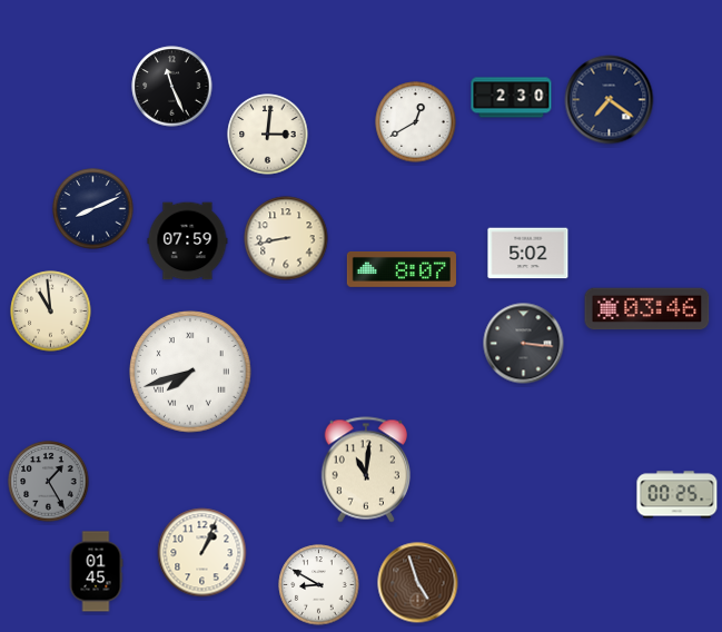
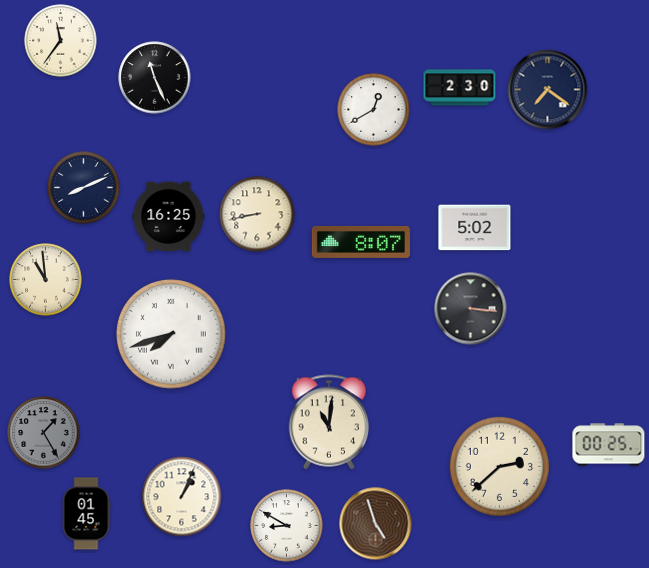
clock at (61, 41): none -> 11:36
clock at (268, 135): 3:01 -> none
clock at (188, 241): 07:59 -> 16:25
clock at (647, 309): 03:46 -> none
clock at (499, 466): none -> 2:38
